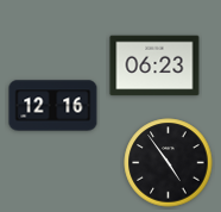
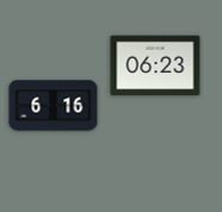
clock at (53, 106): 12:16 -> 6:16
clock at (169, 163): 4:54 -> none
